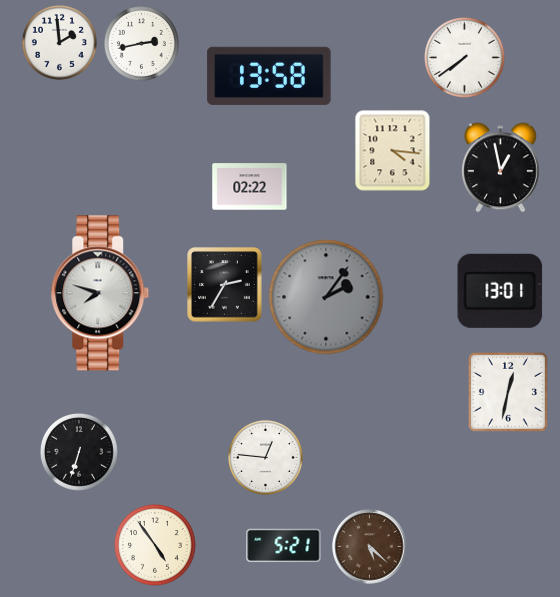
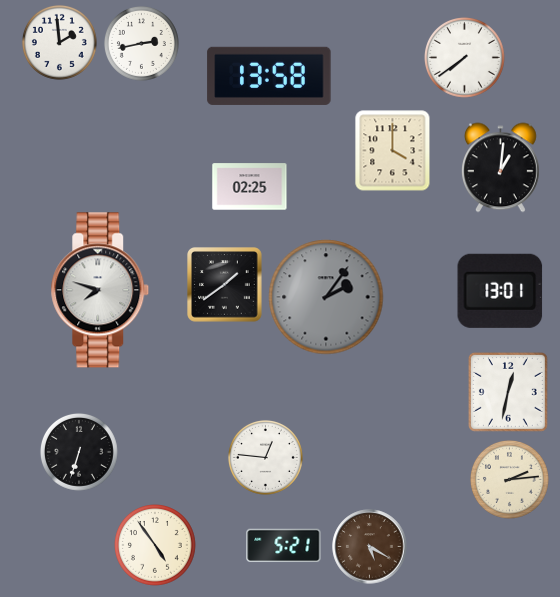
clock at (393, 151): 4:16 -> 4:00
clock at (500, 168): 12:58 -> 1:01
clock at (250, 187): 02:22 -> 02:25
clock at (225, 285): 2:35 -> 1:39
clock at (100, 293) position: (100, 293) -> (100, 290)
clock at (509, 479): none -> 2:14
clock at (370, 547): 5:22 -> 5:20
